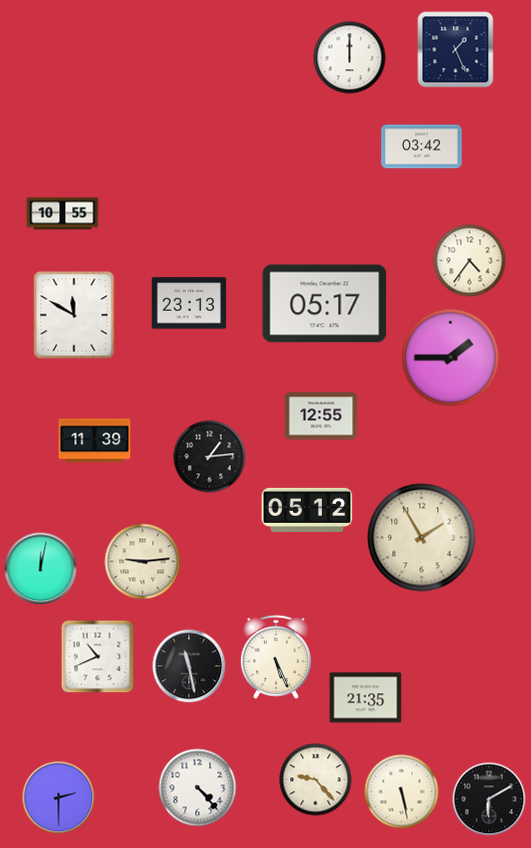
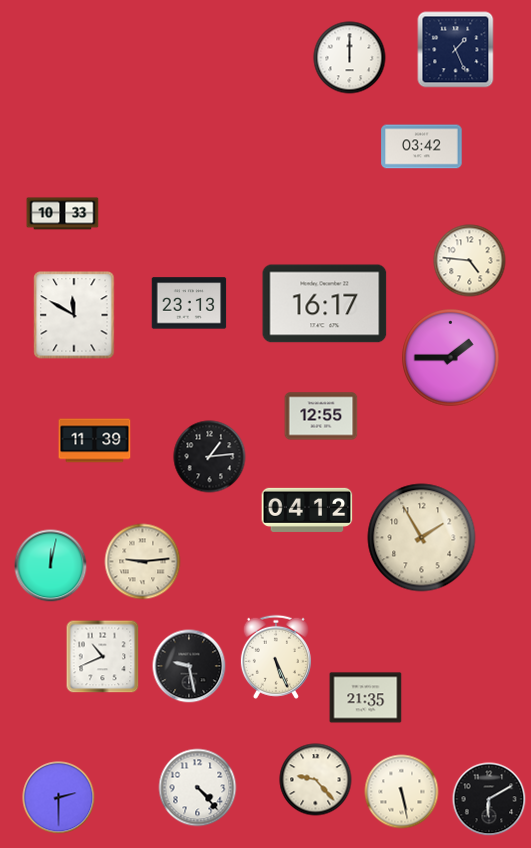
clock at (63, 214): 10:55 -> 10:33
clock at (470, 261): 4:36 -> 4:46
clock at (325, 304): 05:17 -> 16:17
clock at (307, 510): 05:12 -> 04:12
clock at (41, 569) position: (41, 569) -> (51, 566)
clock at (98, 657) position: (98, 657) -> (103, 657)
clock at (189, 666): 11:28 -> 9:28
